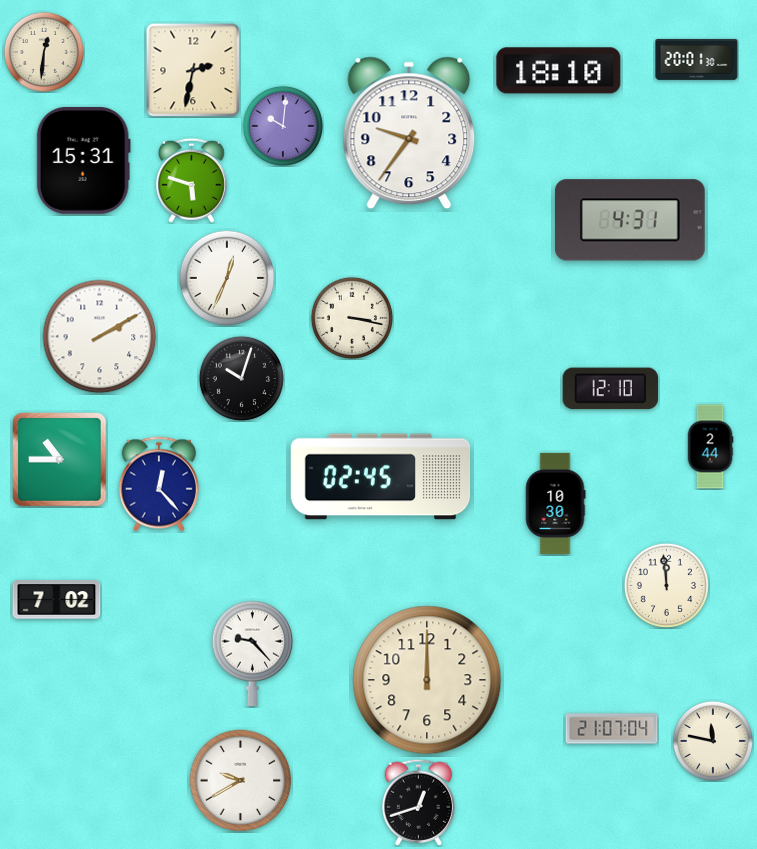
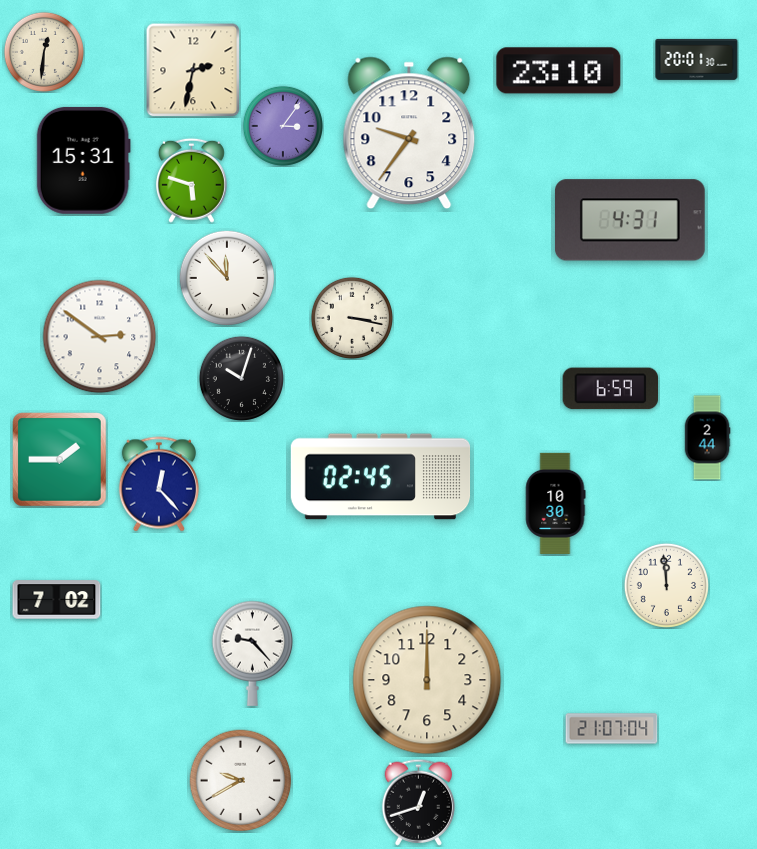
clock at (559, 71): 18:10 -> 23:10
clock at (283, 126): 10:01 -> 3:06
clock at (227, 278): 12:34 -> 11:53
clock at (100, 337): 2:10 -> 2:51
clock at (611, 389): 12:10 -> 6:59
clock at (710, 447) position: (710, 447) -> (707, 438)
clock at (60, 460): 10:45 -> 1:45
clock at (713, 741): 11:47 -> none
